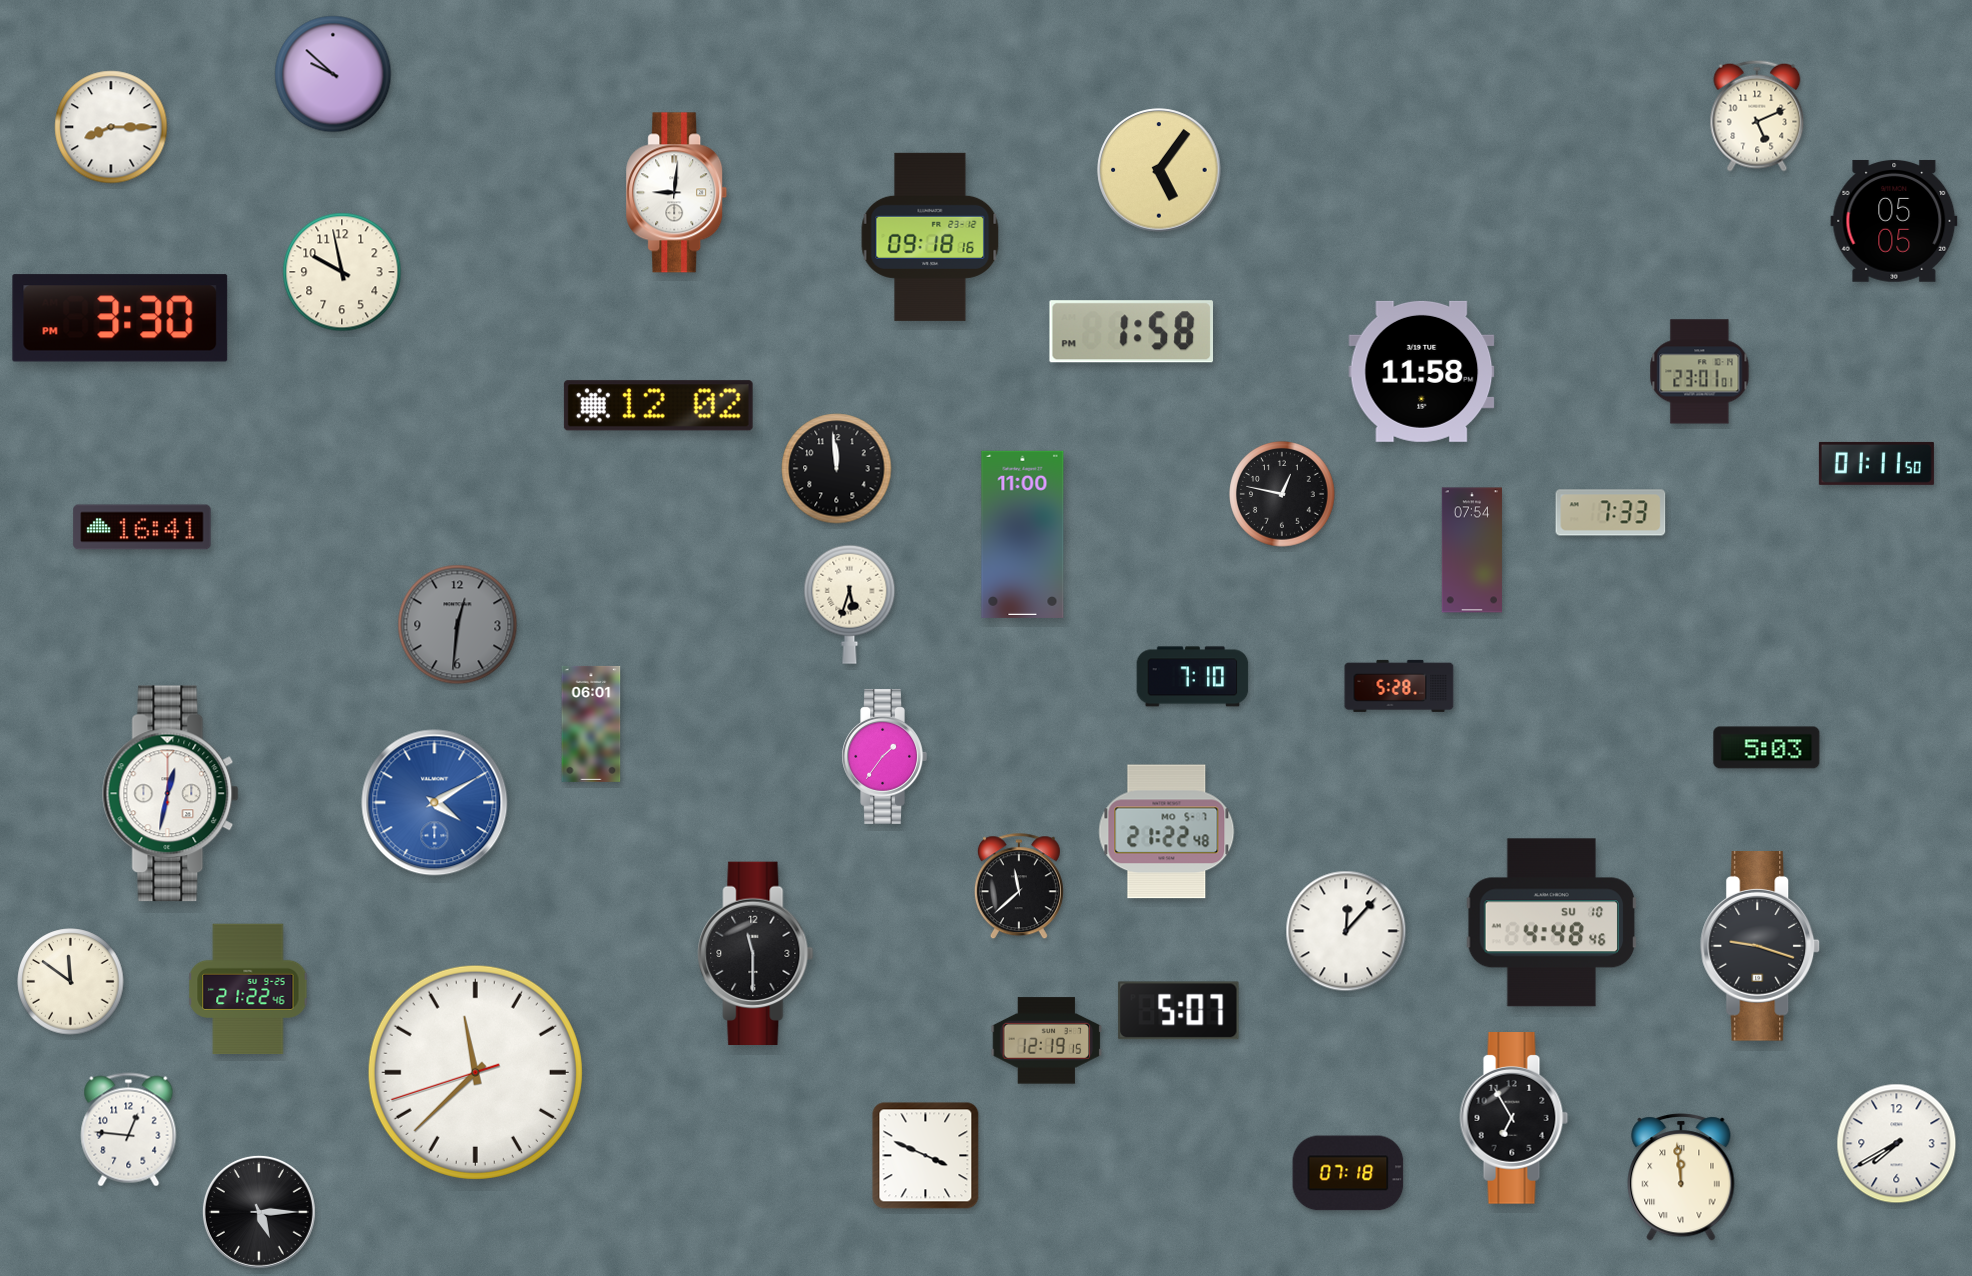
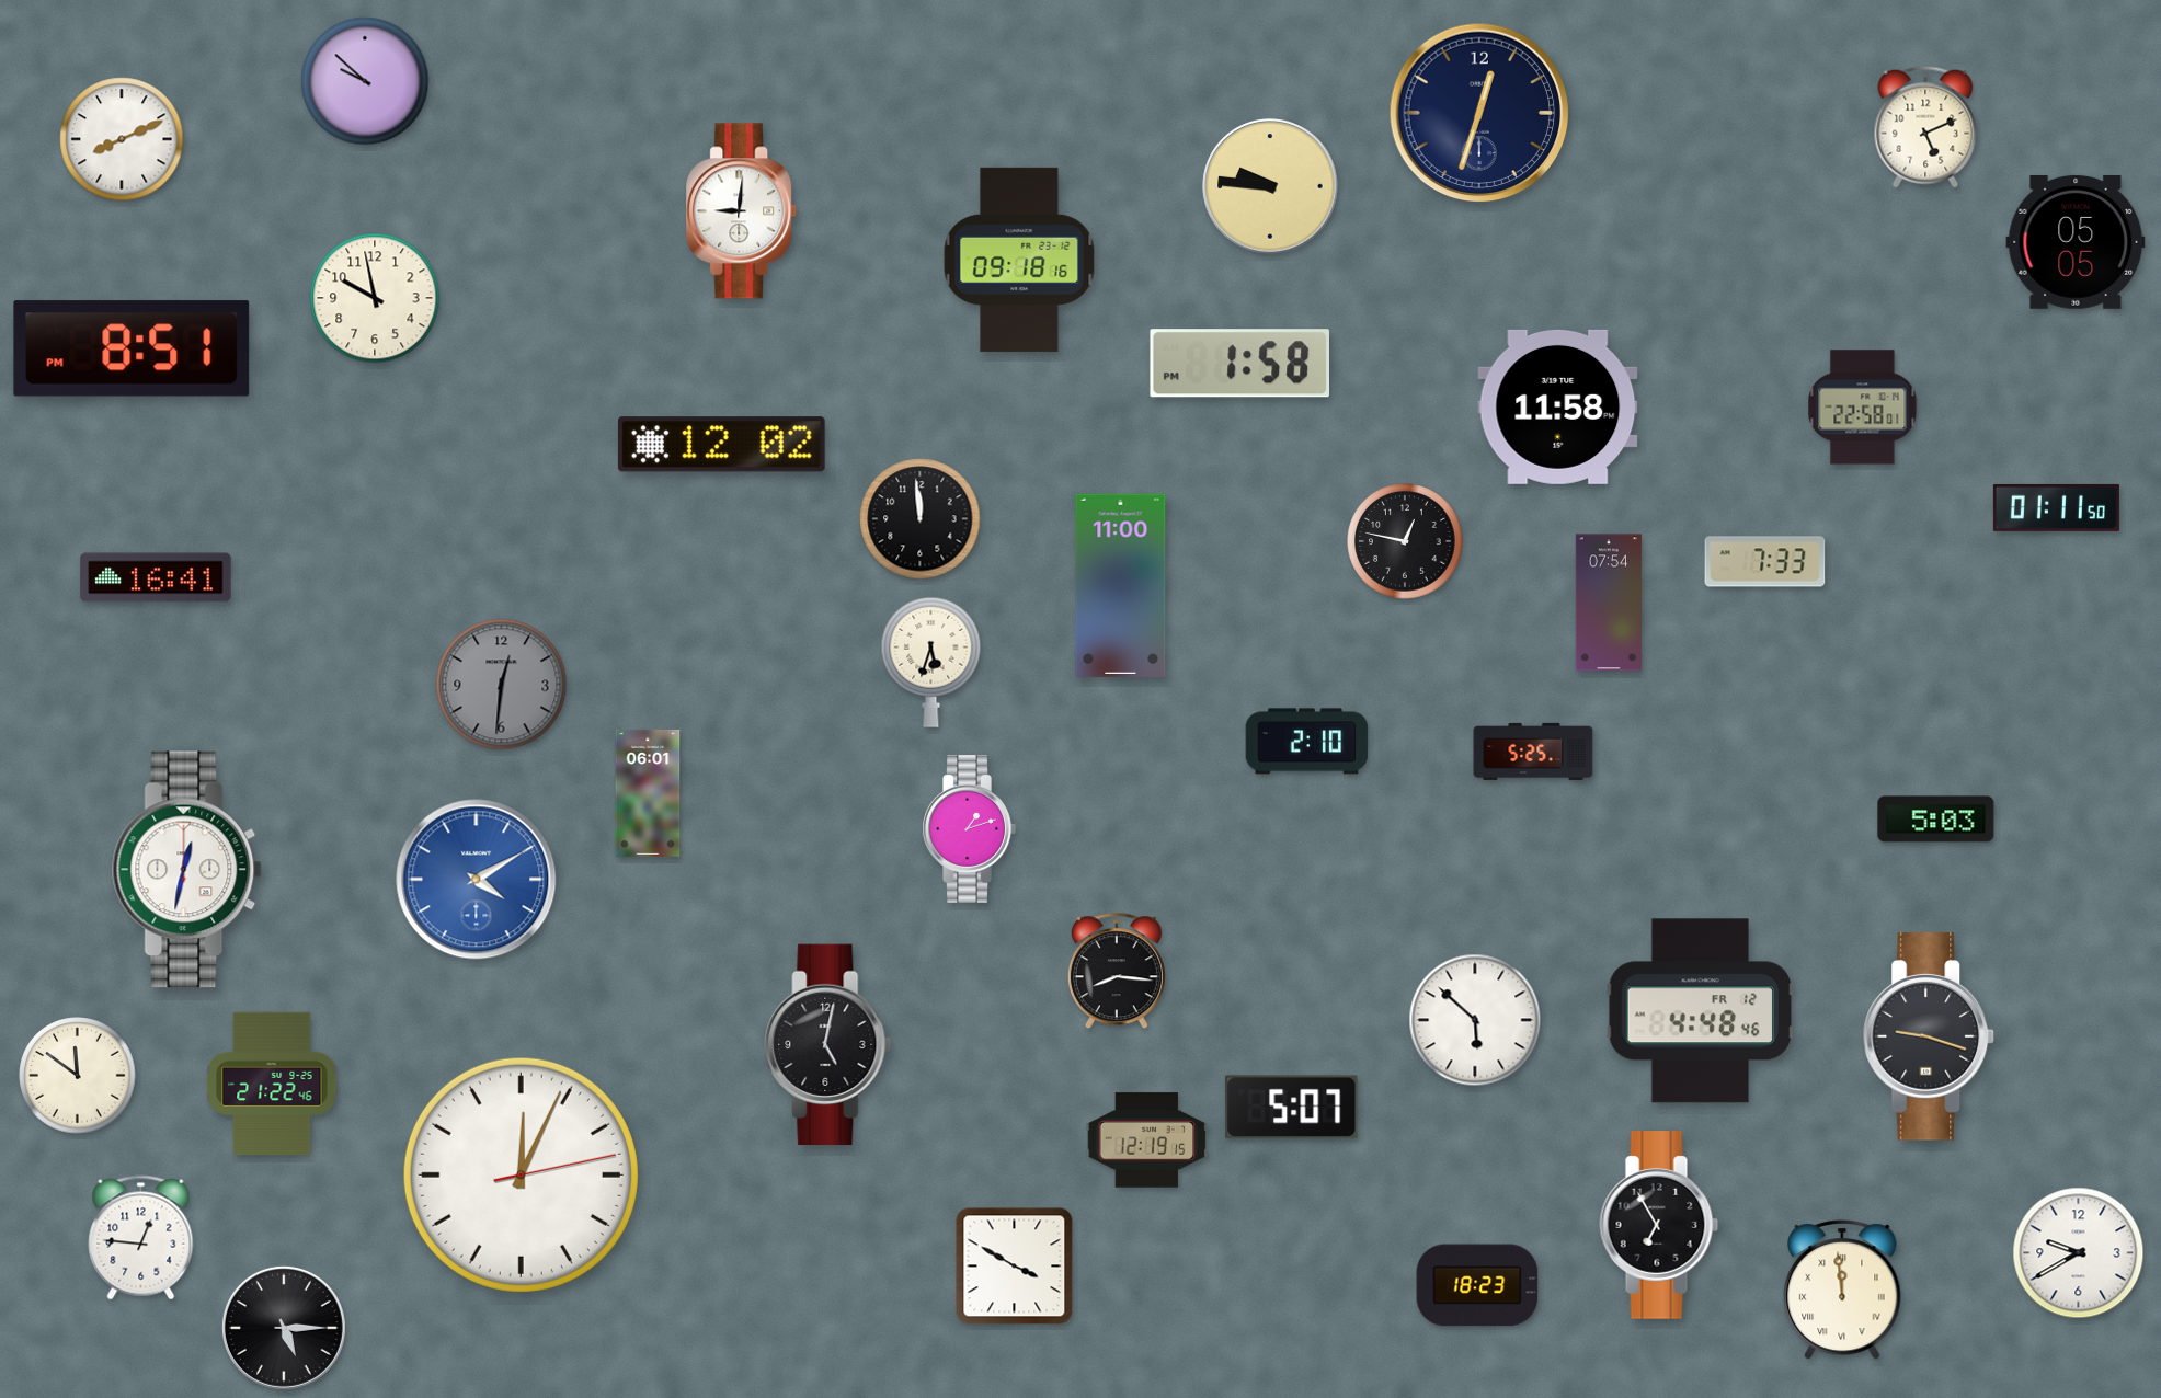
clock at (1479, 113): none -> 12:33
clock at (111, 127): 8:15 -> 8:11
clock at (1159, 170): 5:06 -> 9:46
clock at (120, 318): 3:30 -> 8:51
clock at (1700, 372): 23:01 -> 22:58
clock at (837, 469) position: (837, 469) -> (921, 519)
clock at (1472, 550) position: (1472, 550) -> (1609, 603)
clock at (1193, 677): 7:10 -> 2:10
clock at (1399, 686): 5:28 -> 5:25
clock at (884, 756): 1:36 -> 1:12
clock at (1167, 832): 21:22 -> none
clock at (1019, 887): 11:38 -> 8:16
clock at (1552, 923) date: SU 10 -> FR 12
clock at (1346, 931): 12:07 -> 5:52
clock at (756, 953): 11:30 -> 5:02
clock at (475, 1072): 11:37 -> 12:04
clock at (1897, 1144): 7:40 -> 9:40
clock at (926, 1156): 3:49 -> 3:50
clock at (1348, 1173): 07:18 -> 18:23
